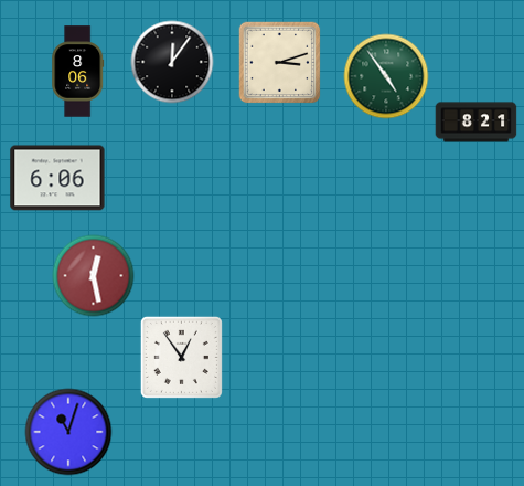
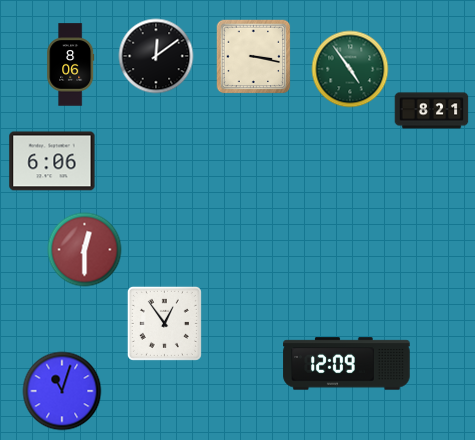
clock at (172, 62): 12:06 -> 12:09
clock at (280, 63): 3:12 -> 3:17
clock at (94, 276): 12:28 -> 12:30
clock at (347, 364): none -> 12:09
